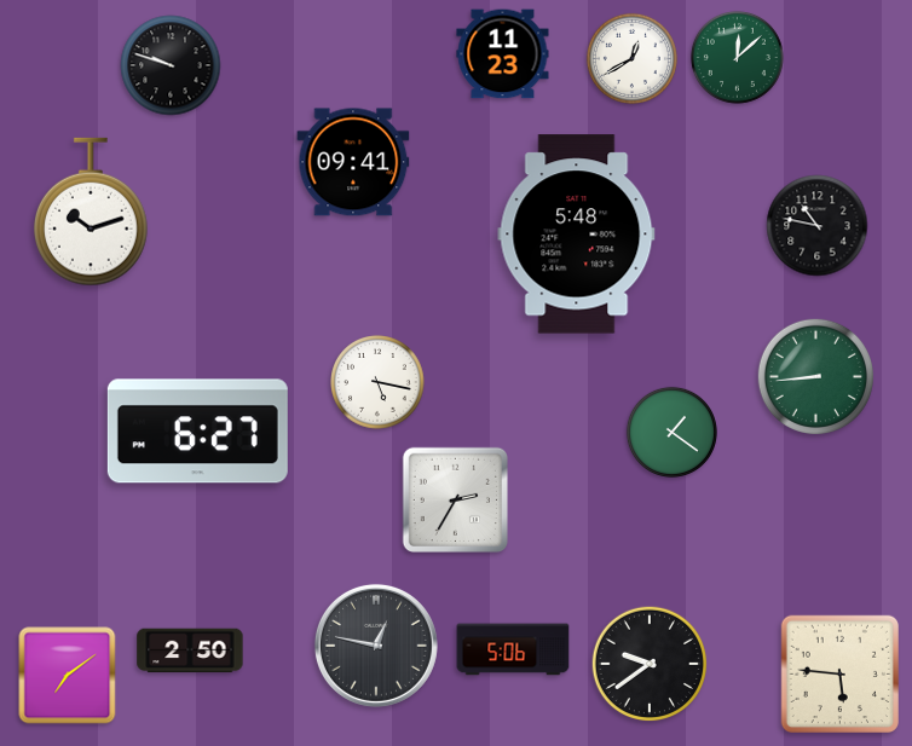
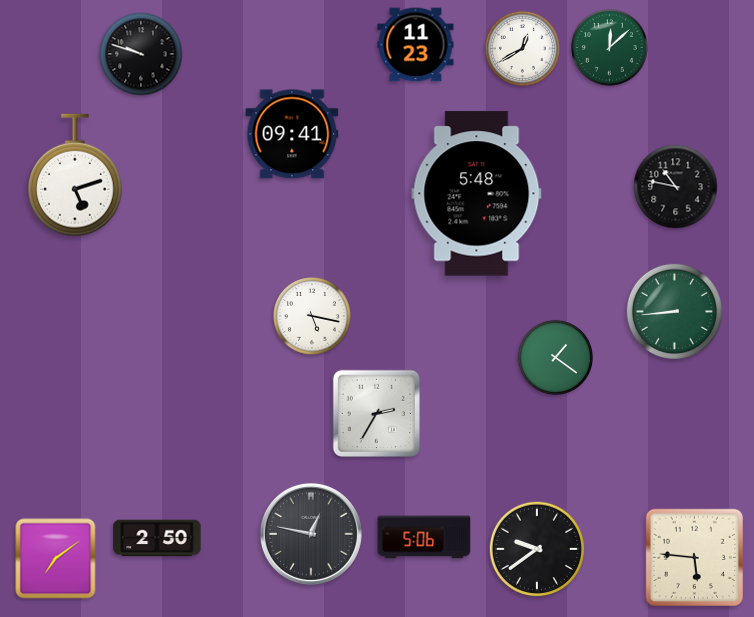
clock at (92, 212): 10:12 -> 5:12
clock at (197, 432): 6:27 -> none
